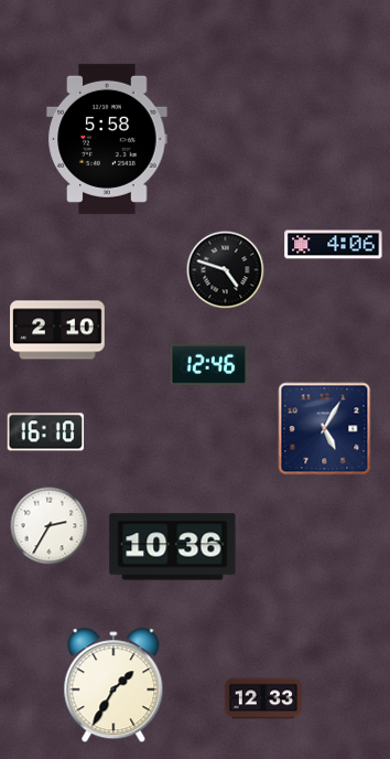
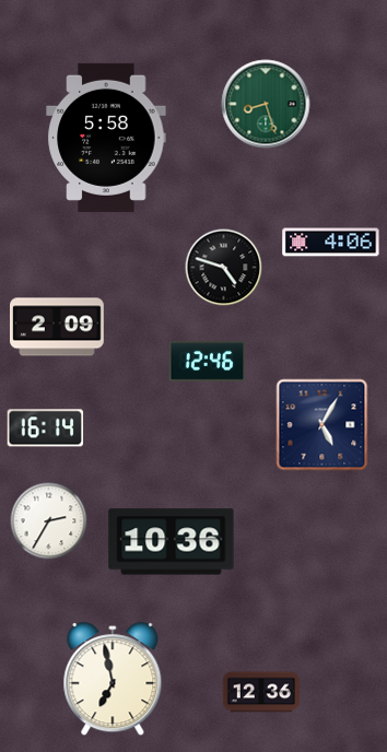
clock at (266, 104): none -> 8:27
clock at (58, 330): 2:10 -> 2:09
clock at (46, 432): 16:10 -> 16:14
clock at (113, 686): 1:35 -> 6:58
clock at (262, 698): 12:33 -> 12:36
